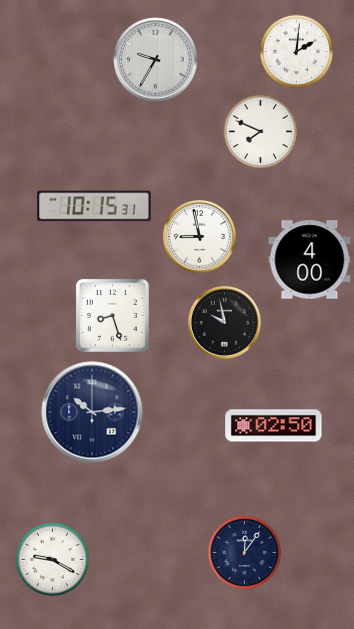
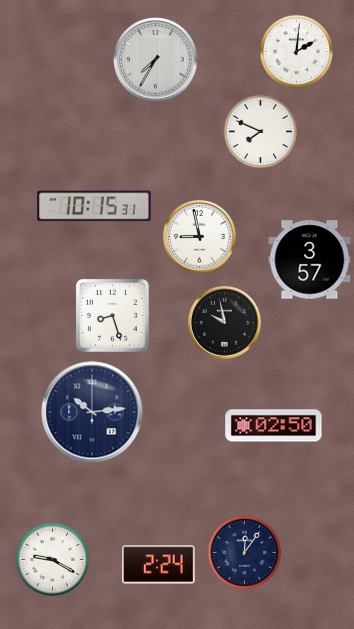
clock at (156, 60): 9:35 -> 7:35
clock at (310, 260): 4:00 -> 3:57
clock at (159, 565): none -> 2:24
